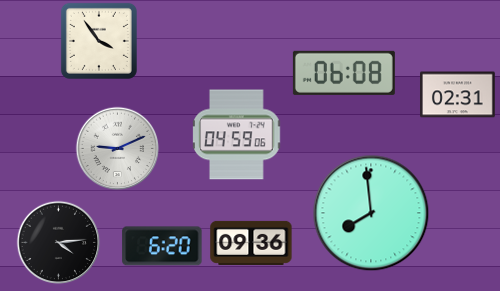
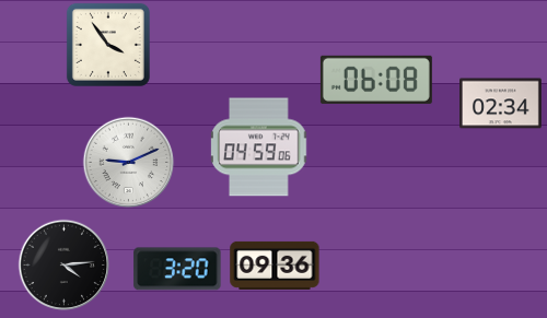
clock at (458, 95): 02:31 -> 02:34
clock at (371, 213): 7:59 -> none
clock at (162, 246): 6:20 -> 3:20
